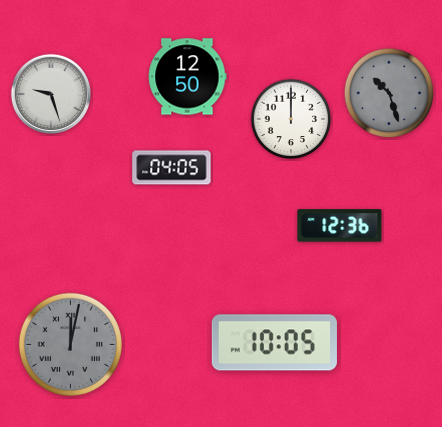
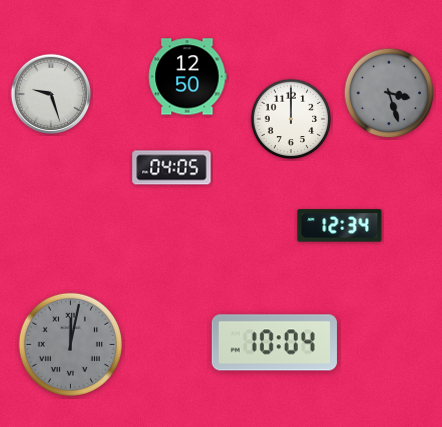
clock at (389, 93): 10:27 -> 3:27
clock at (340, 226): 12:36 -> 12:34
clock at (274, 343): 10:05 -> 10:04
